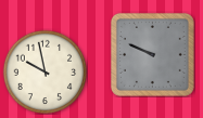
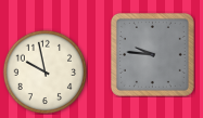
clock at (152, 54): 9:49 -> 9:46
